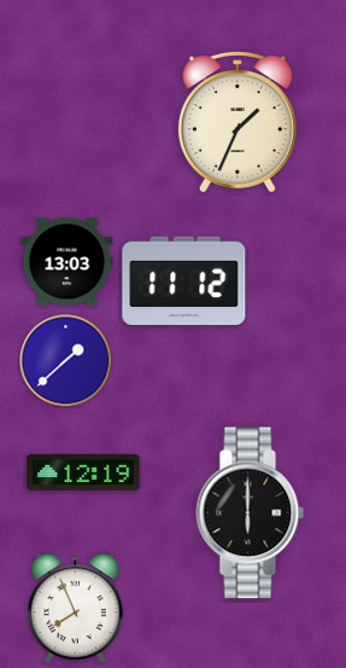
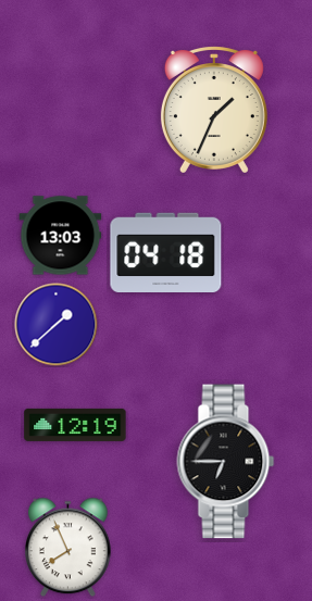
clock at (184, 280): 11:12 -> 04:18
clock at (66, 361) position: (66, 361) -> (57, 325)
clock at (251, 513): 6:00 -> 6:45
